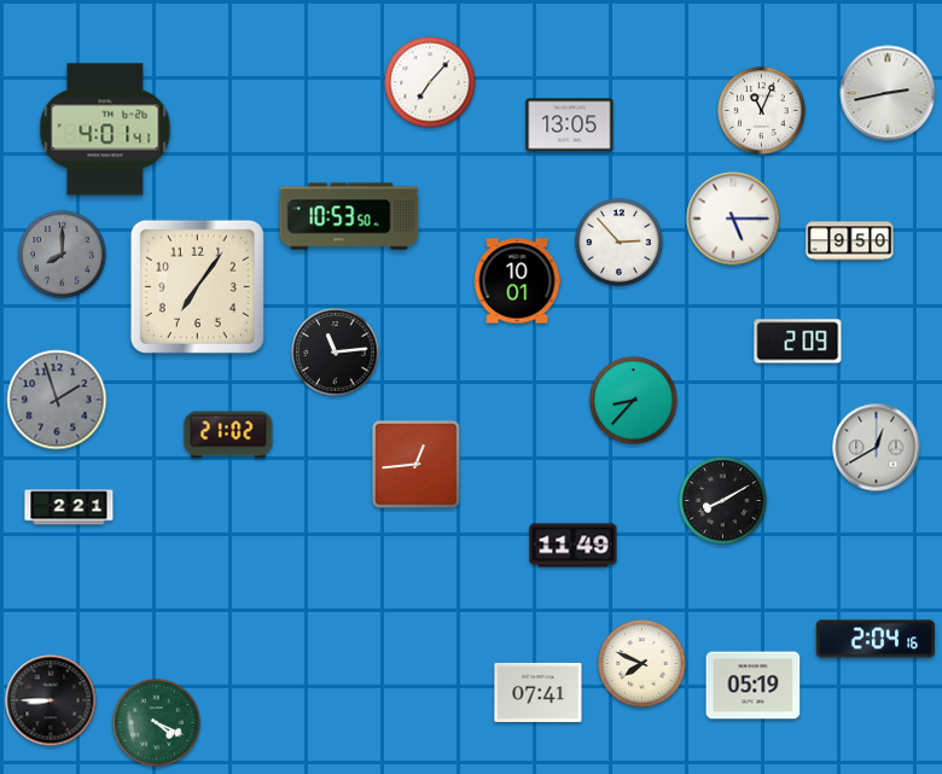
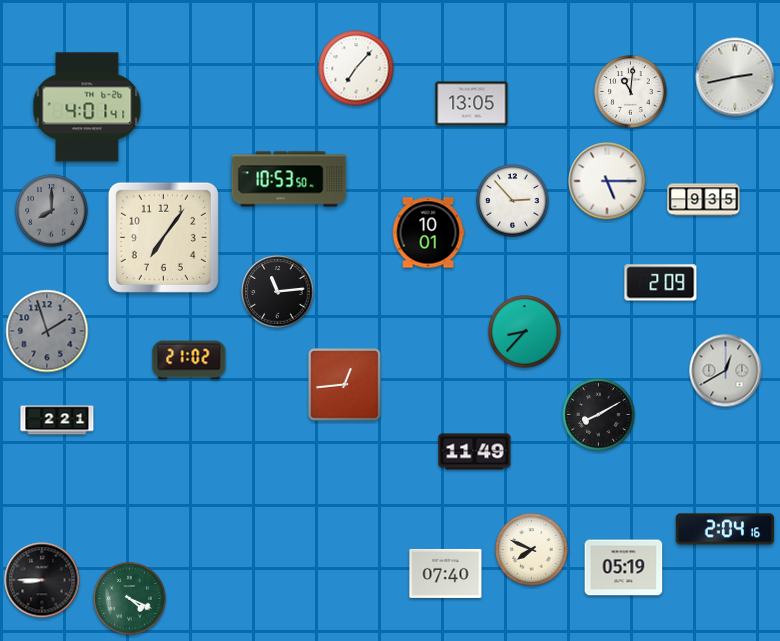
clock at (762, 111): 11:04 -> 11:01
clock at (850, 241): 9:50 -> 9:35
clock at (539, 692): 07:41 -> 07:40
